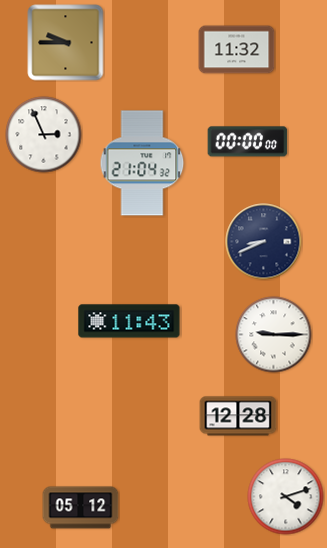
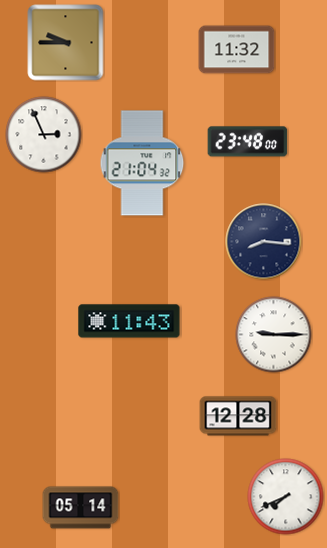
clock at (248, 142): 00:00 -> 23:48
clock at (264, 242): 8:41 -> 8:16
clock at (286, 497): 4:12 -> 7:41
clock at (81, 508): 05:12 -> 05:14
